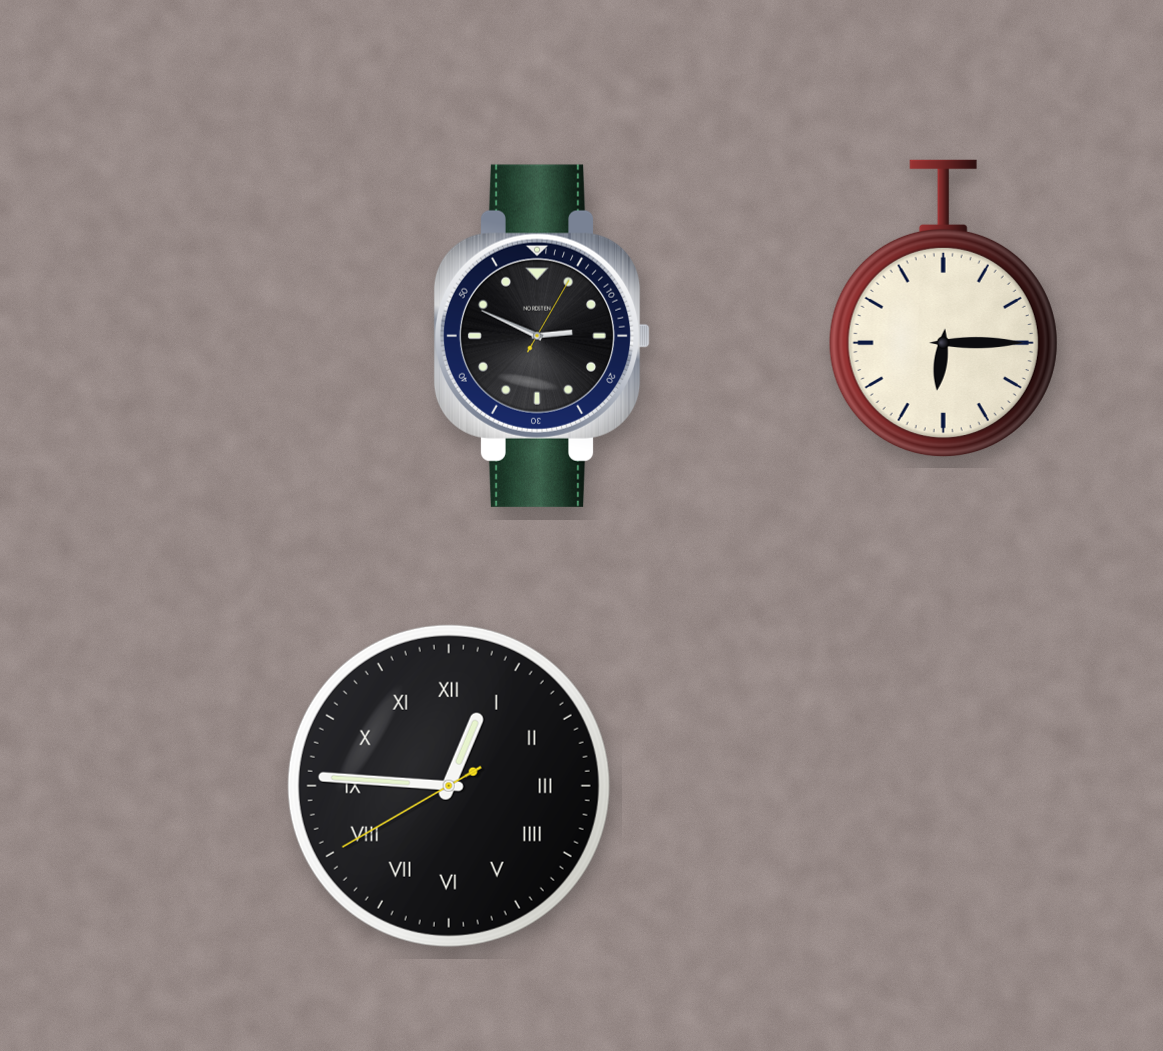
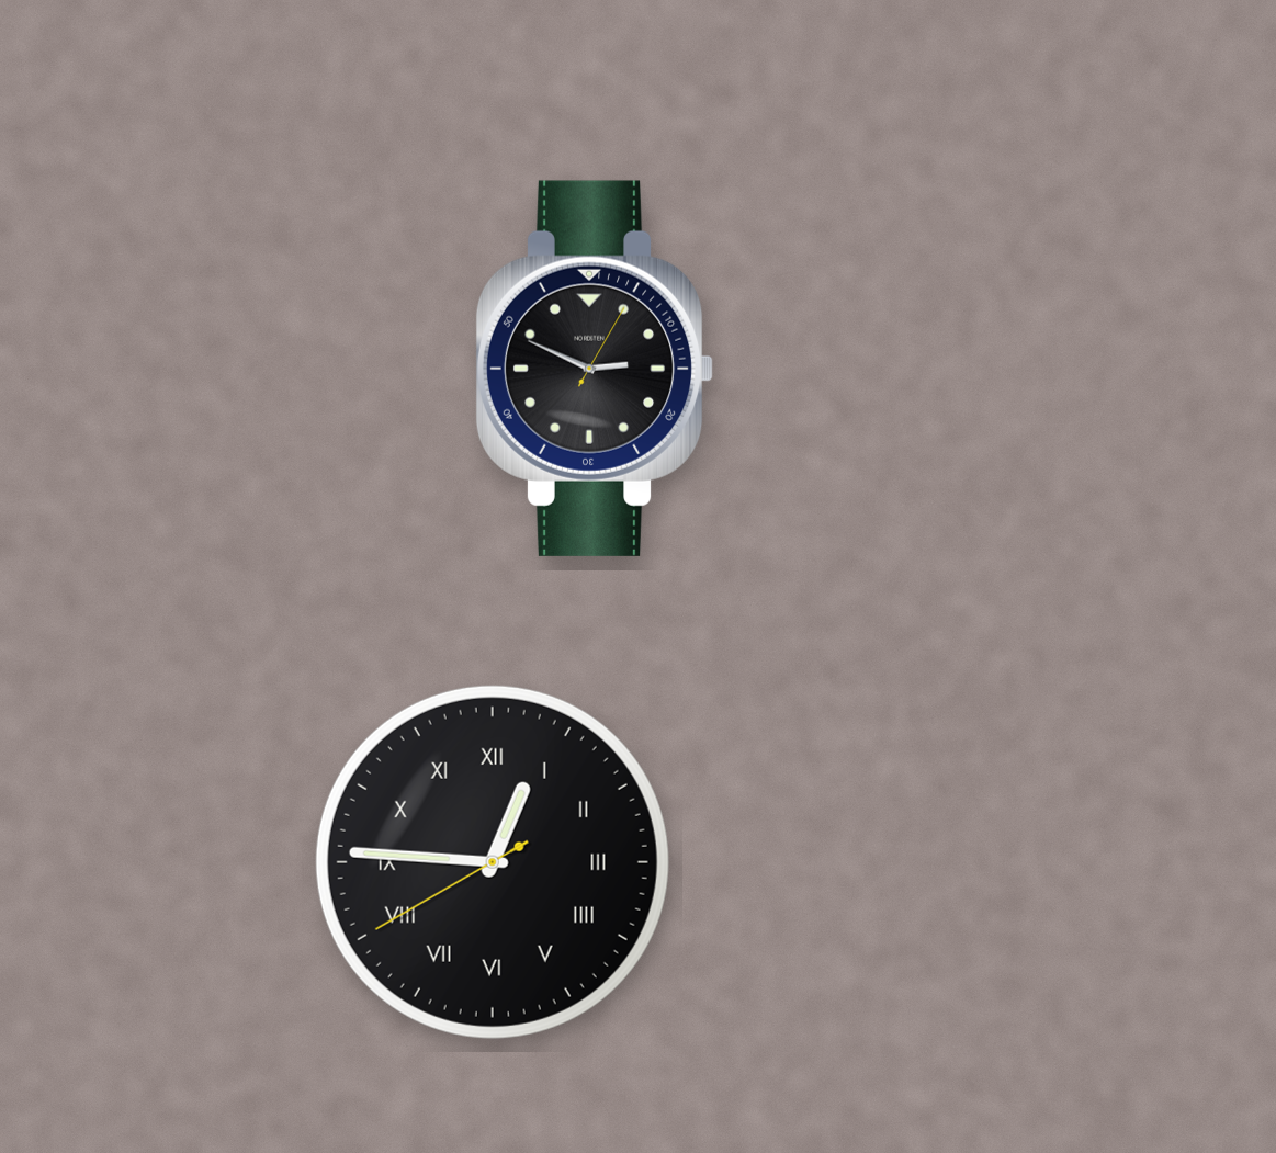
clock at (943, 309): 6:15 -> none
